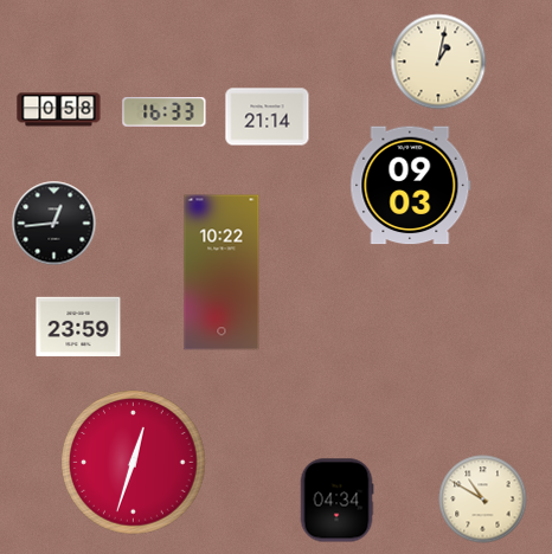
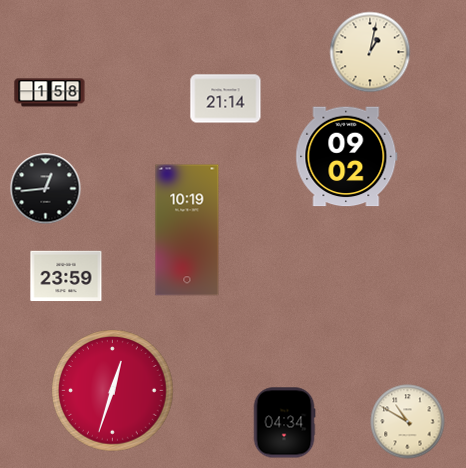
clock at (59, 110): 0:58 -> 1:58
clock at (165, 112): 16:33 -> none
clock at (411, 186): 09:03 -> 09:02
clock at (222, 272): 10:22 -> 10:19
